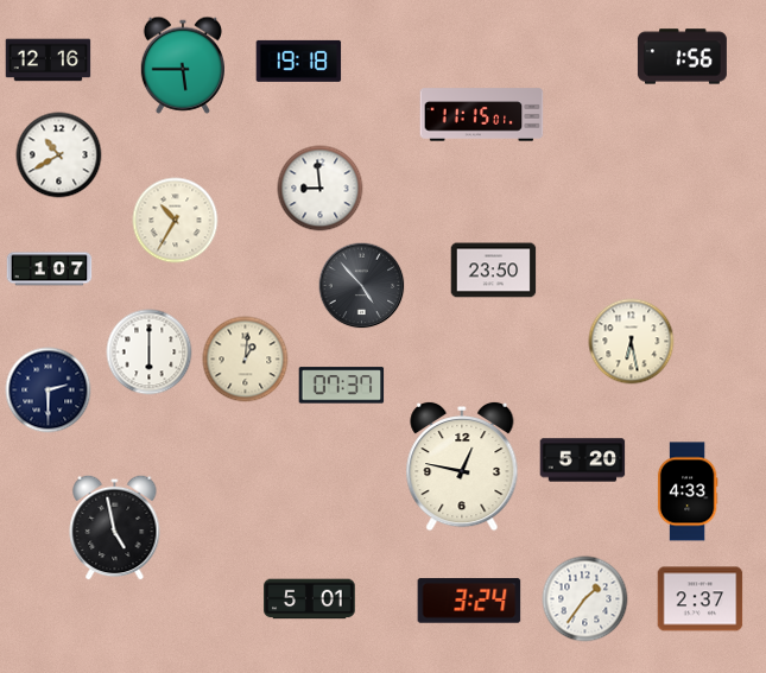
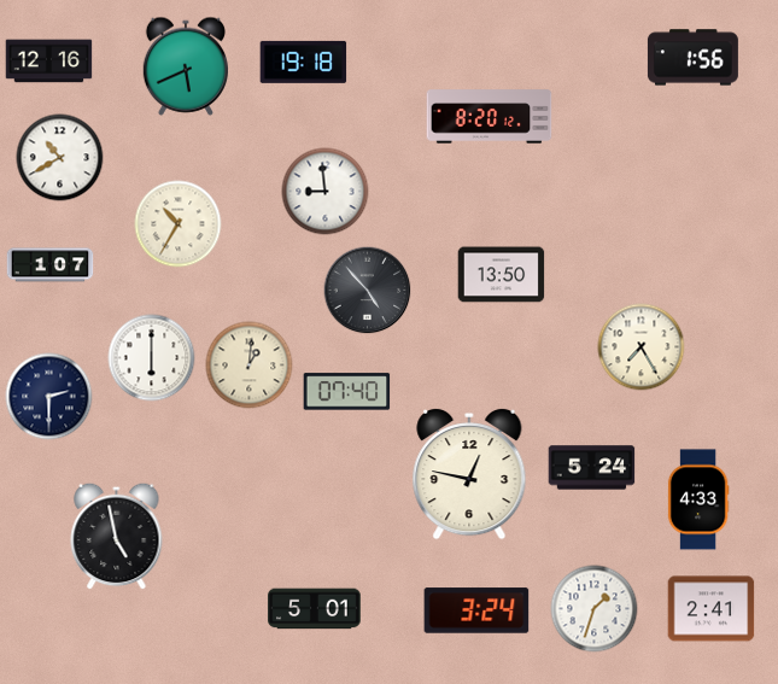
clock at (182, 65): 5:45 -> 5:41
clock at (482, 115): 11:15 -> 8:20
clock at (50, 269) position: (50, 269) -> (51, 265)
clock at (494, 271): 23:50 -> 13:50
clock at (632, 342): 6:28 -> 7:25
clock at (342, 386): 07:37 -> 07:40
clock at (583, 461): 5:20 -> 5:24
clock at (585, 599): 1:36 -> 1:33
clock at (701, 599): 2:37 -> 2:41
